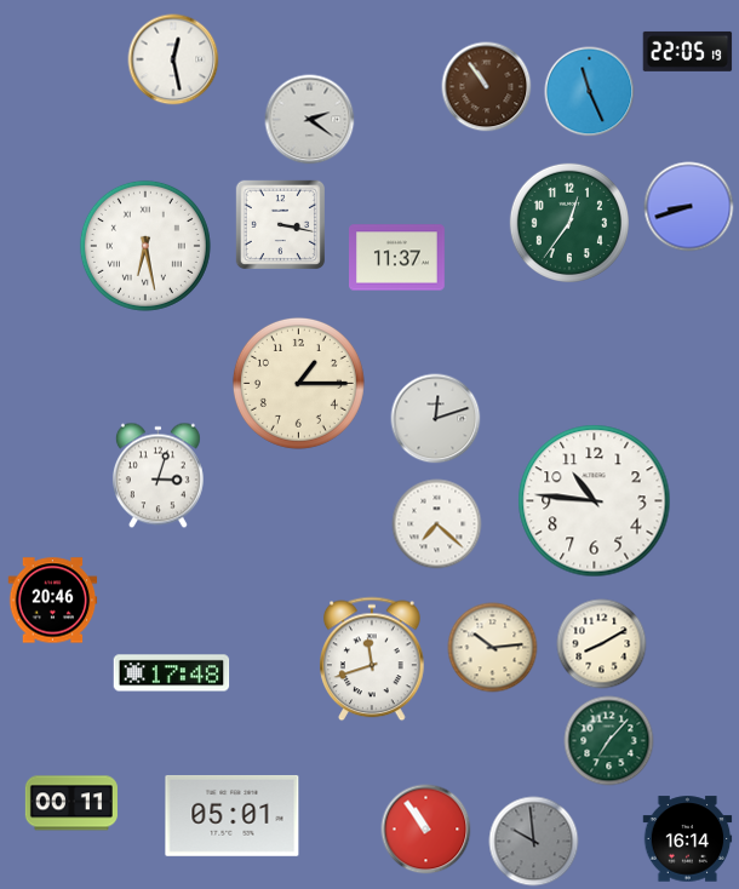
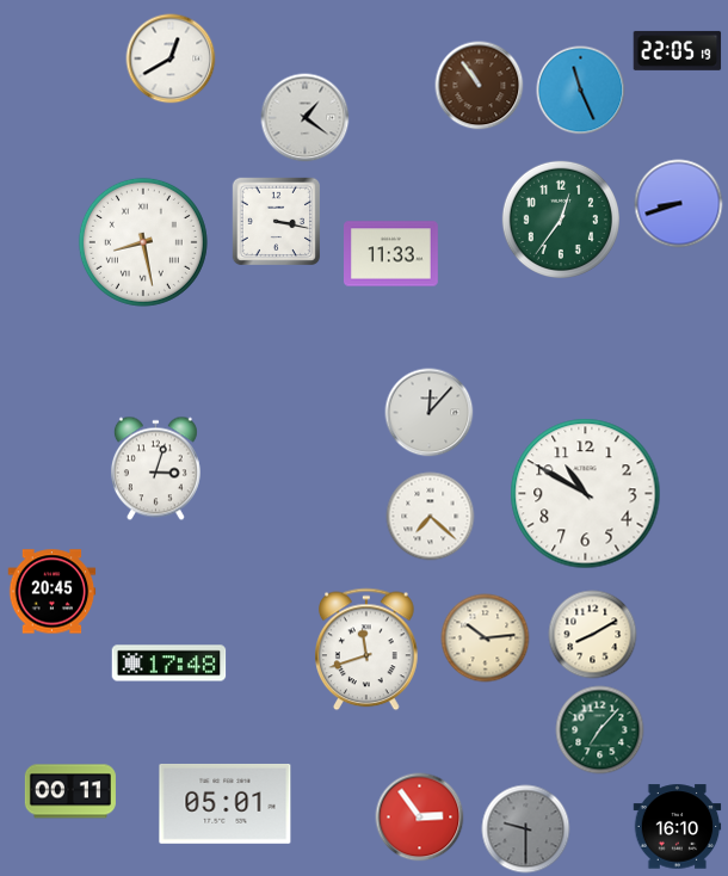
clock at (173, 59): 12:28 -> 12:40
clock at (310, 120): 2:21 -> 1:21
clock at (145, 246): 6:28 -> 8:28
clock at (397, 258): 11:37 -> 11:33
clock at (298, 383): 1:15 -> none
clock at (436, 419): 12:12 -> 12:07
clock at (595, 501): 10:46 -> 10:50
clock at (53, 601): 20:46 -> 20:45
clock at (233, 815) position: (233, 815) -> (226, 803)
clock at (426, 830): 10:54 -> 2:54
clock at (688, 839): 16:14 -> 16:10
clock at (534, 842): 9:59 -> 9:30
